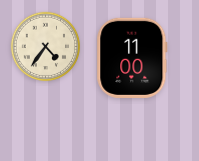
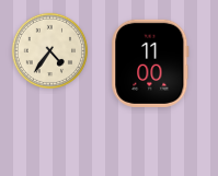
clock at (132, 58) position: (132, 58) -> (150, 63)
